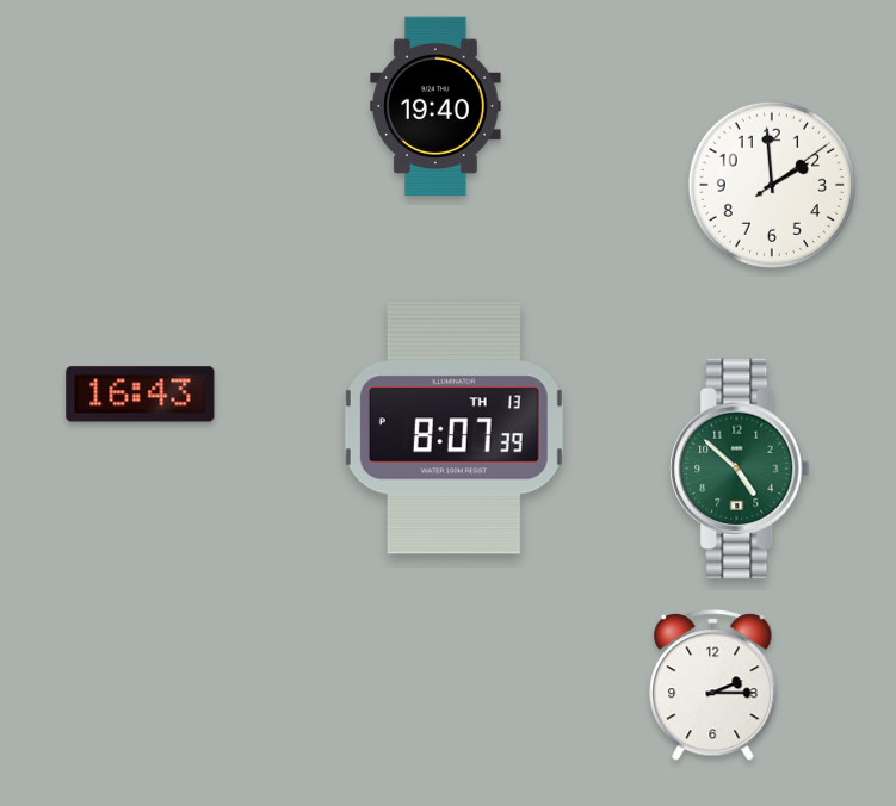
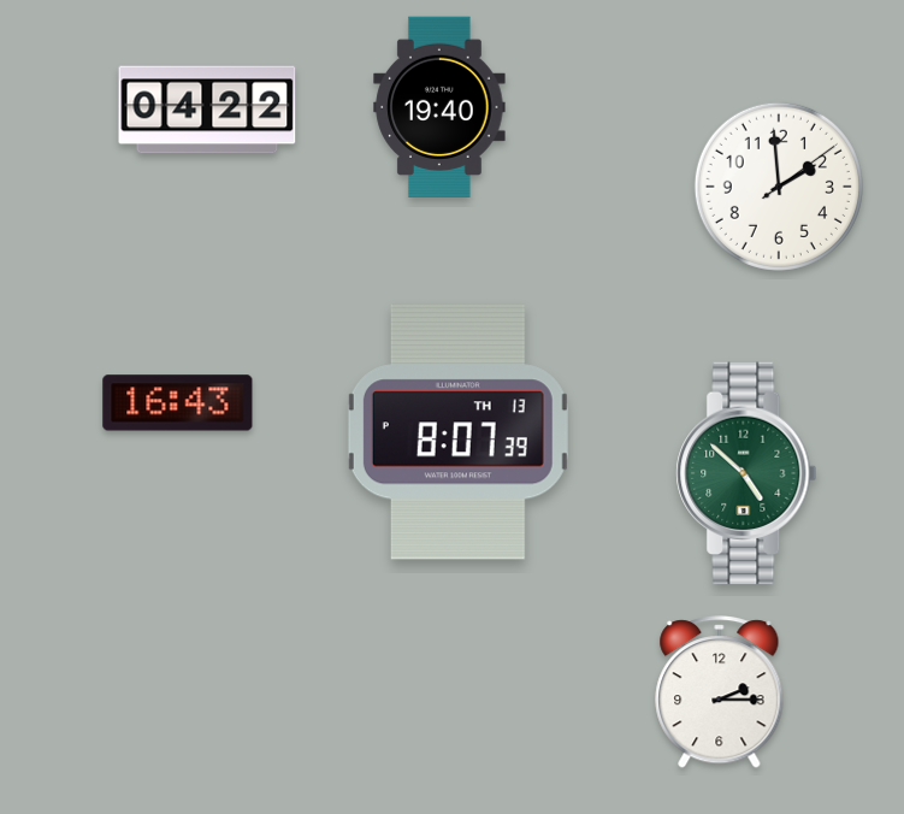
clock at (207, 110): none -> 04:22
clock at (141, 395) position: (141, 395) -> (178, 403)
